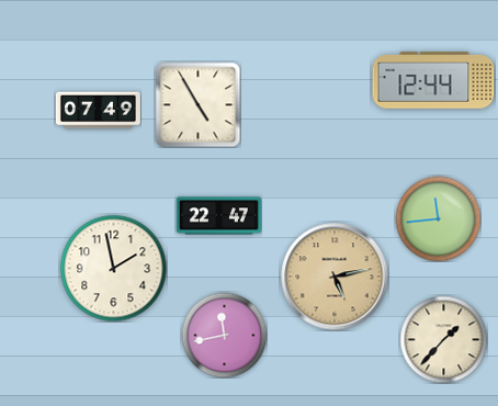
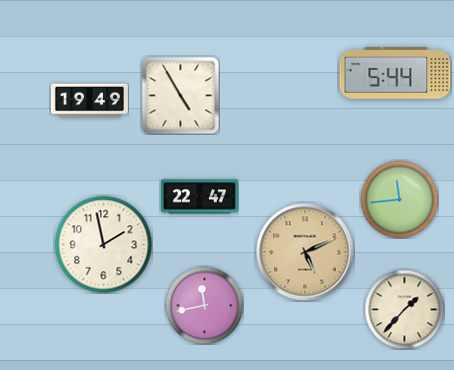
clock at (433, 80): 12:44 -> 5:44
clock at (98, 111): 07:49 -> 19:49
clock at (335, 277): 5:13 -> 5:11
